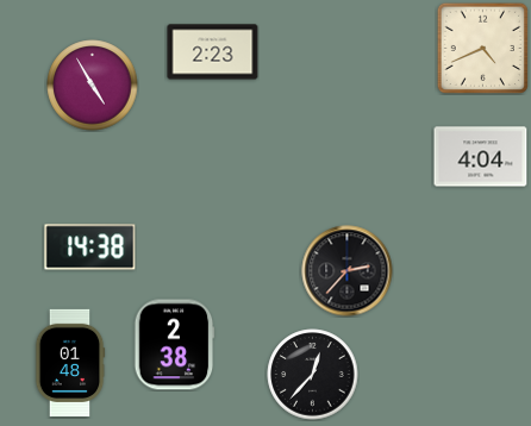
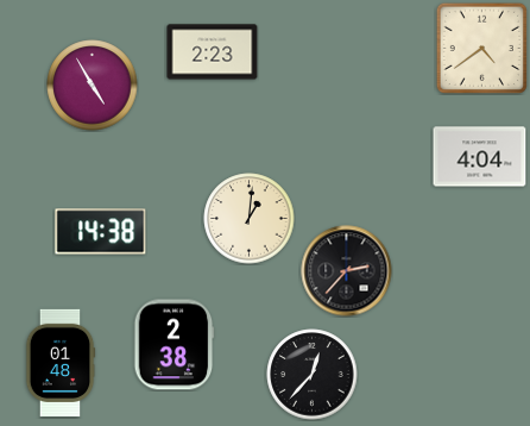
clock at (482, 48): 4:41 -> 4:39
clock at (250, 219): none -> 1:01
clock at (90, 248) position: (90, 248) -> (101, 232)
clock at (70, 363) position: (70, 363) -> (61, 363)
